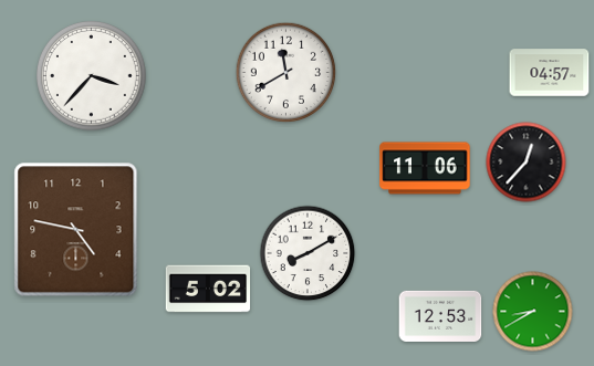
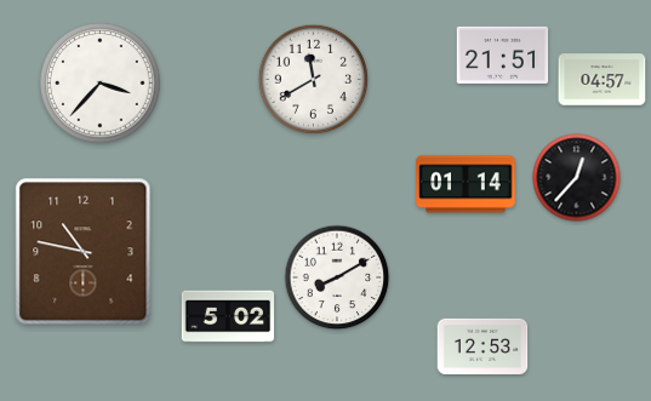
clock at (503, 55): none -> 21:51
clock at (425, 168): 11:06 -> 01:14
clock at (76, 230): 4:47 -> 10:47
clock at (533, 312): 8:40 -> none
